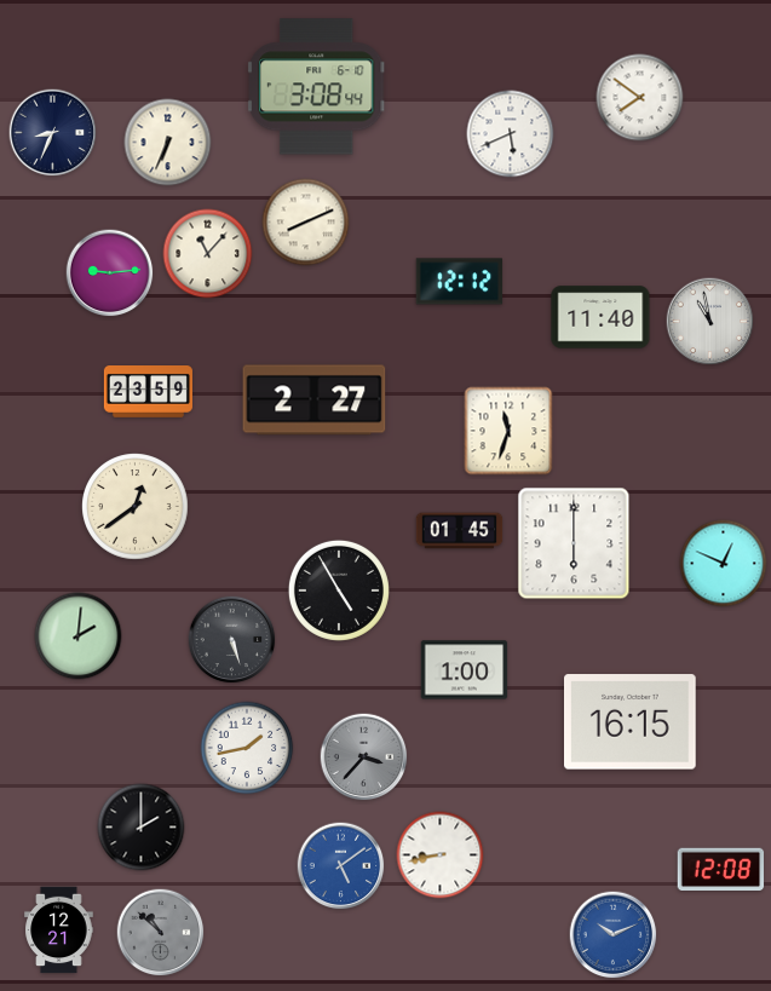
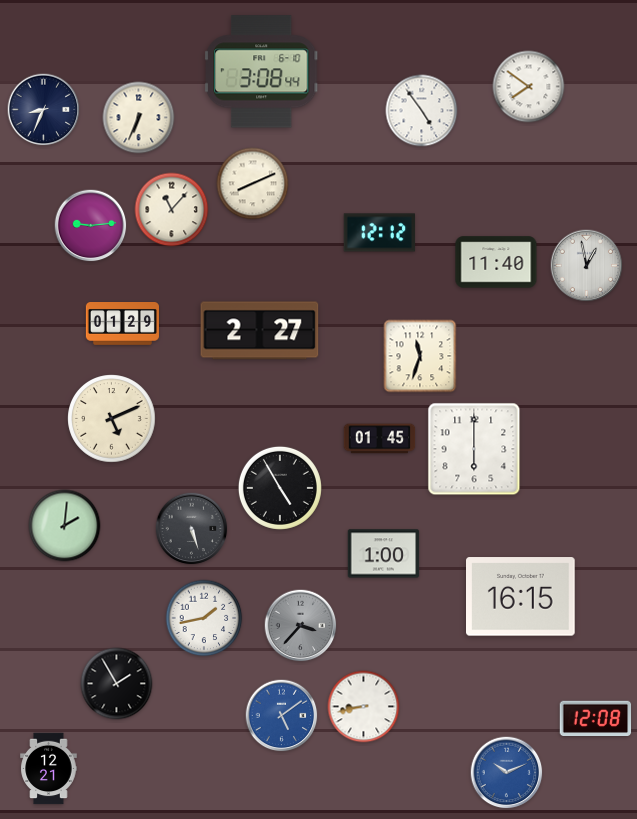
clock at (640, 98) position: (640, 98) -> (529, 87)
clock at (511, 134): 5:41 -> 4:54
clock at (710, 322): 10:58 -> 12:58
clock at (148, 392): 23:59 -> 01:29
clock at (136, 507): 12:39 -> 5:11
clock at (724, 564): 12:49 -> none
clock at (142, 828): 2:00 -> 1:55
clock at (161, 933): 10:52 -> none
